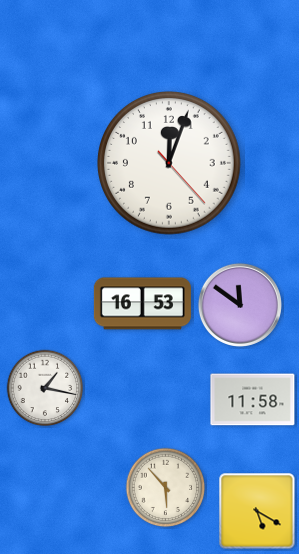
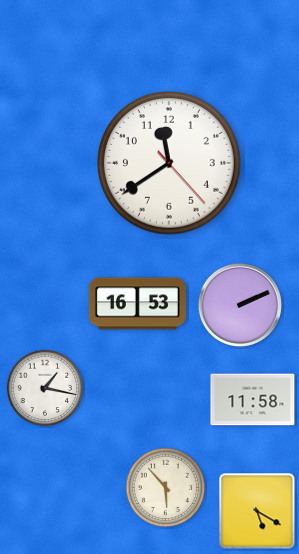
clock at (170, 164): 12:03 -> 11:39
clock at (142, 304) position: (142, 304) -> (137, 304)
clock at (240, 305): 11:51 -> 2:11
